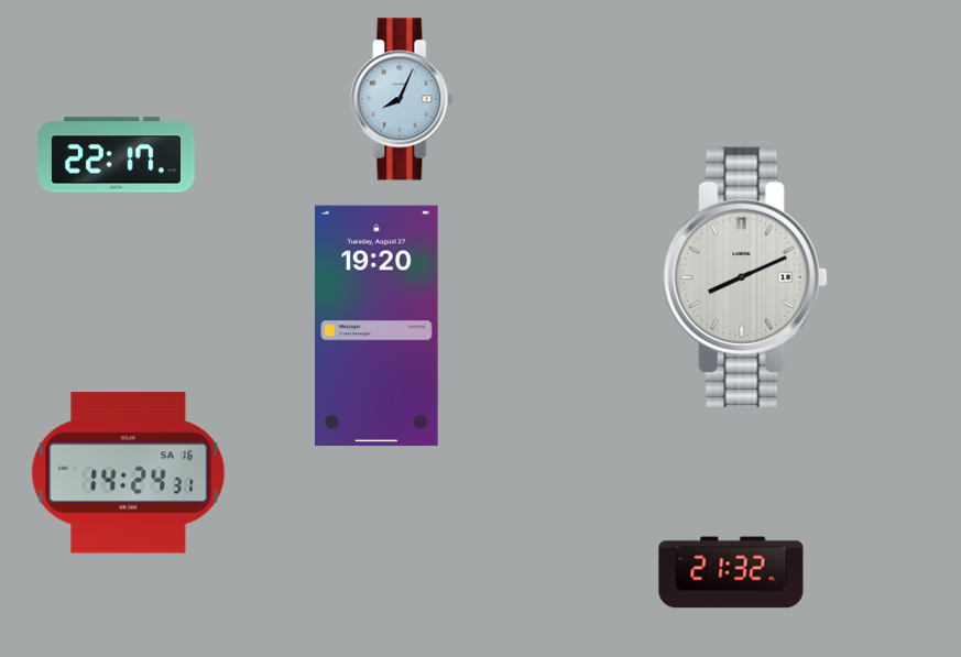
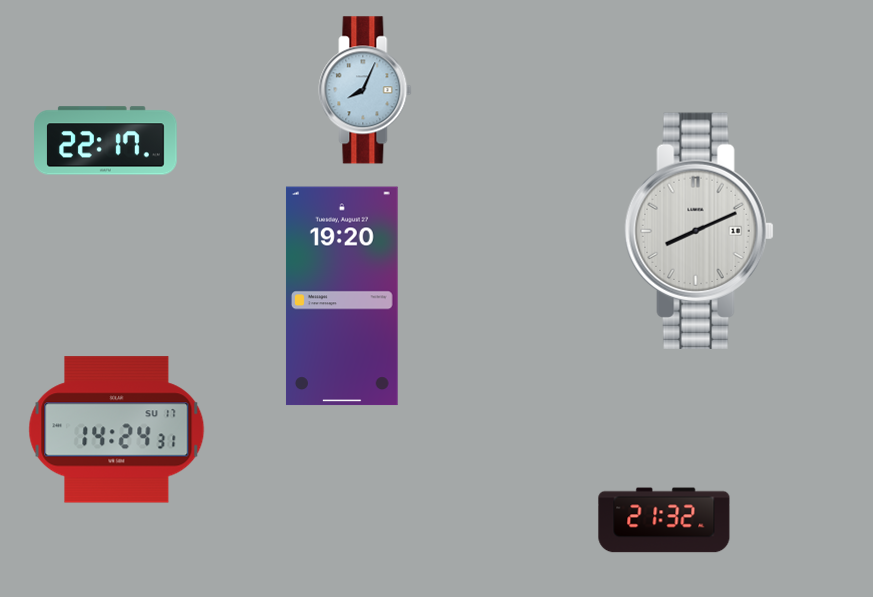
clock at (745, 277) position: (745, 277) -> (699, 231)
clock at (129, 473) date: SA 16 -> SU 17
